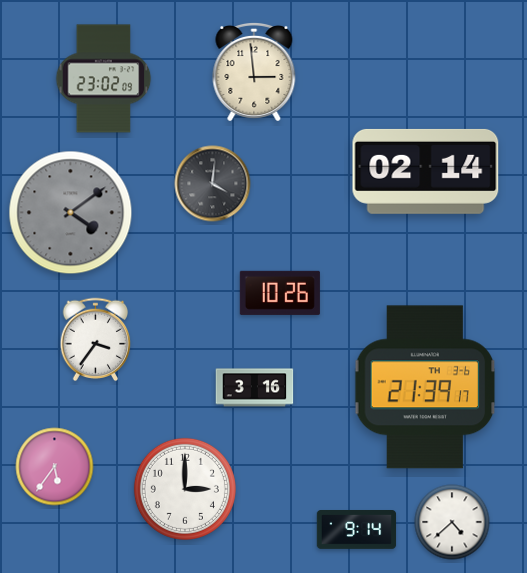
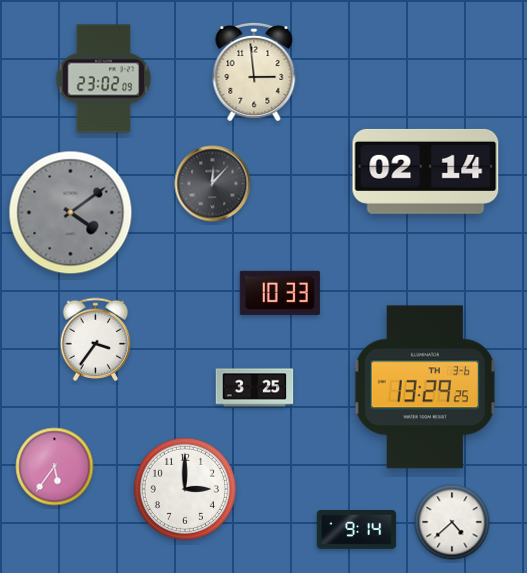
clock at (213, 184): 4:01 -> 12:07
clock at (280, 293): 10:26 -> 10:33
clock at (425, 387): 21:39 -> 13:29
clock at (255, 388): 3:16 -> 3:25
